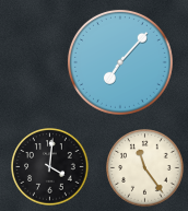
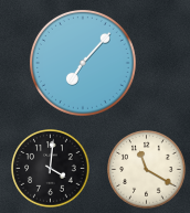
clock at (120, 62) position: (120, 62) -> (83, 63)
clock at (145, 168): 11:24 -> 11:20
